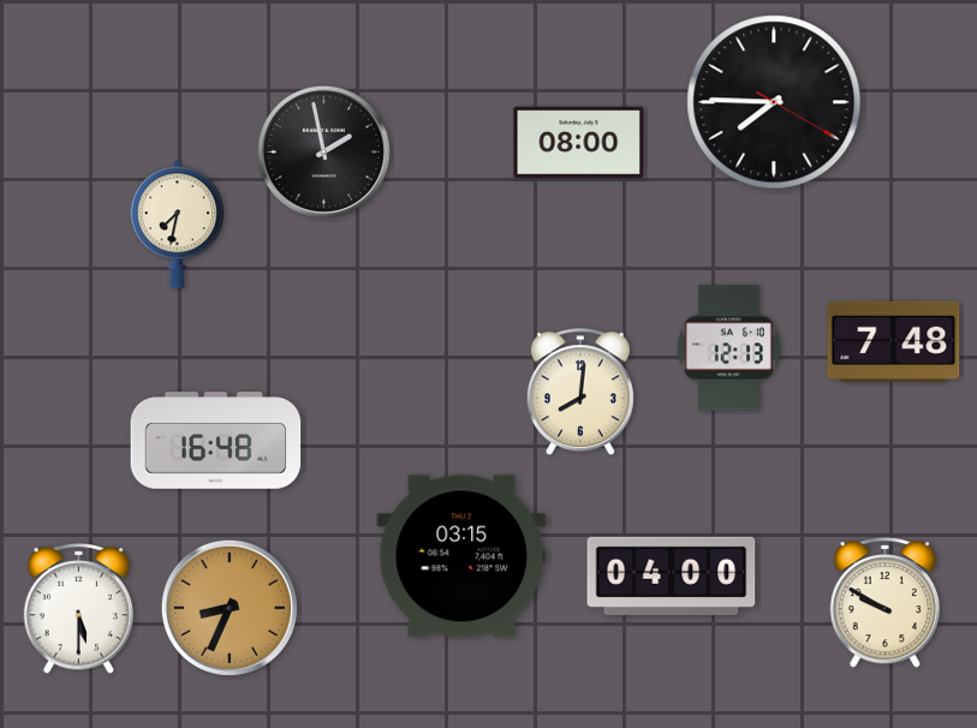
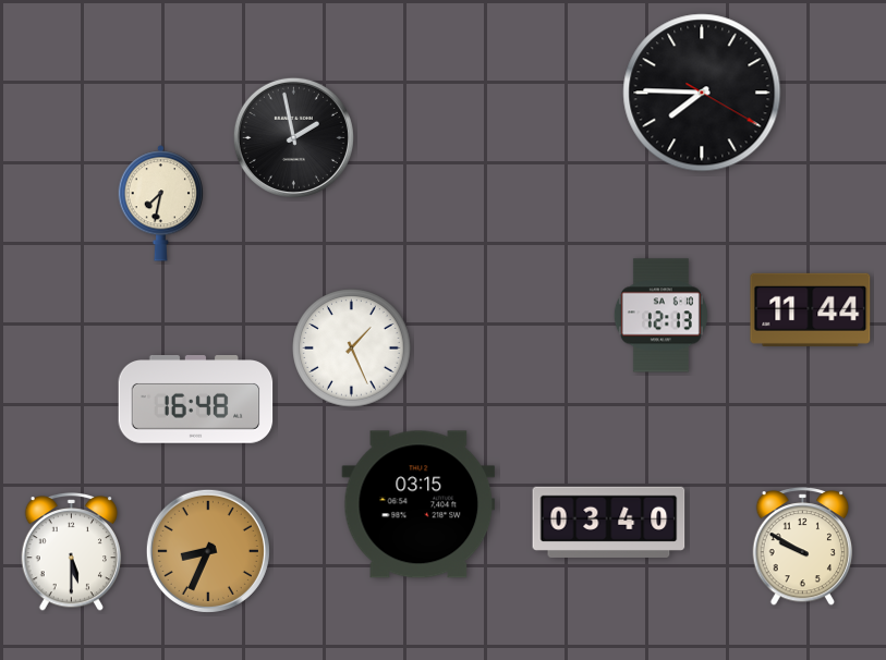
clock at (579, 142): 08:00 -> none
clock at (894, 341): 7:48 -> 11:44
clock at (352, 349): none -> 1:26
clock at (580, 393): 8:01 -> none
clock at (672, 575): 04:00 -> 03:40
